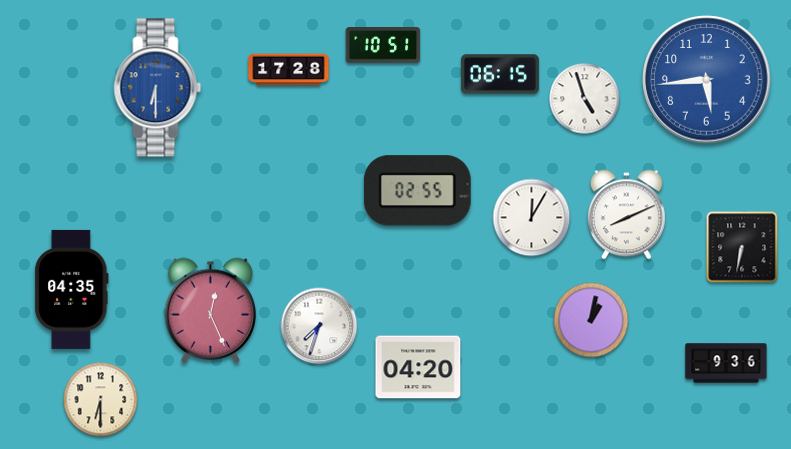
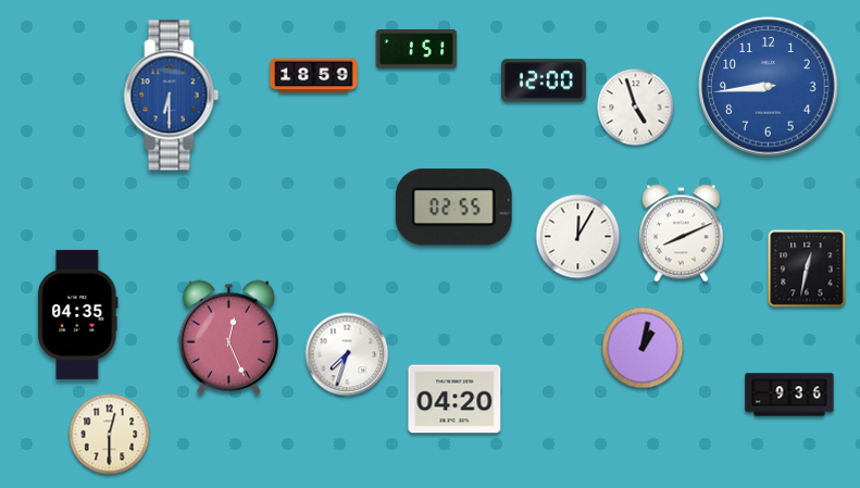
clock at (383, 46): 10:51 -> 1:51
clock at (289, 70): 17:28 -> 18:59
clock at (501, 74): 06:15 -> 12:00
clock at (707, 80): 5:44 -> 8:44
clock at (742, 247): 6:32 -> 12:32
clock at (101, 400): 6:30 -> 12:30
